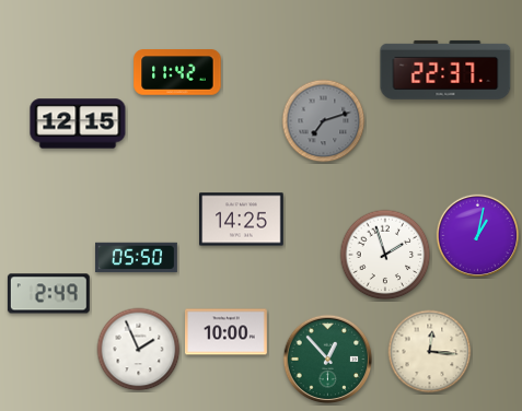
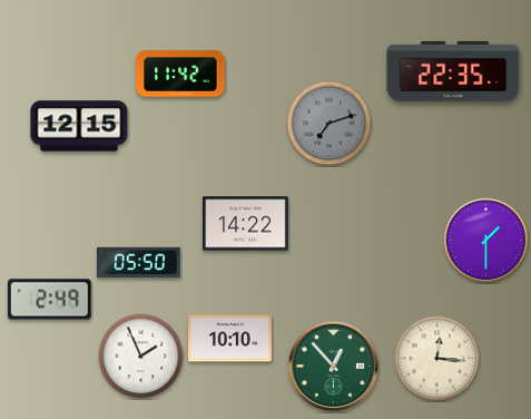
clock at (445, 70): 22:37 -> 22:35
clock at (242, 220): 14:25 -> 14:22
clock at (477, 235): 1:02 -> 1:30
clock at (385, 255): 1:57 -> none
clock at (227, 332): 10:00 -> 10:10
